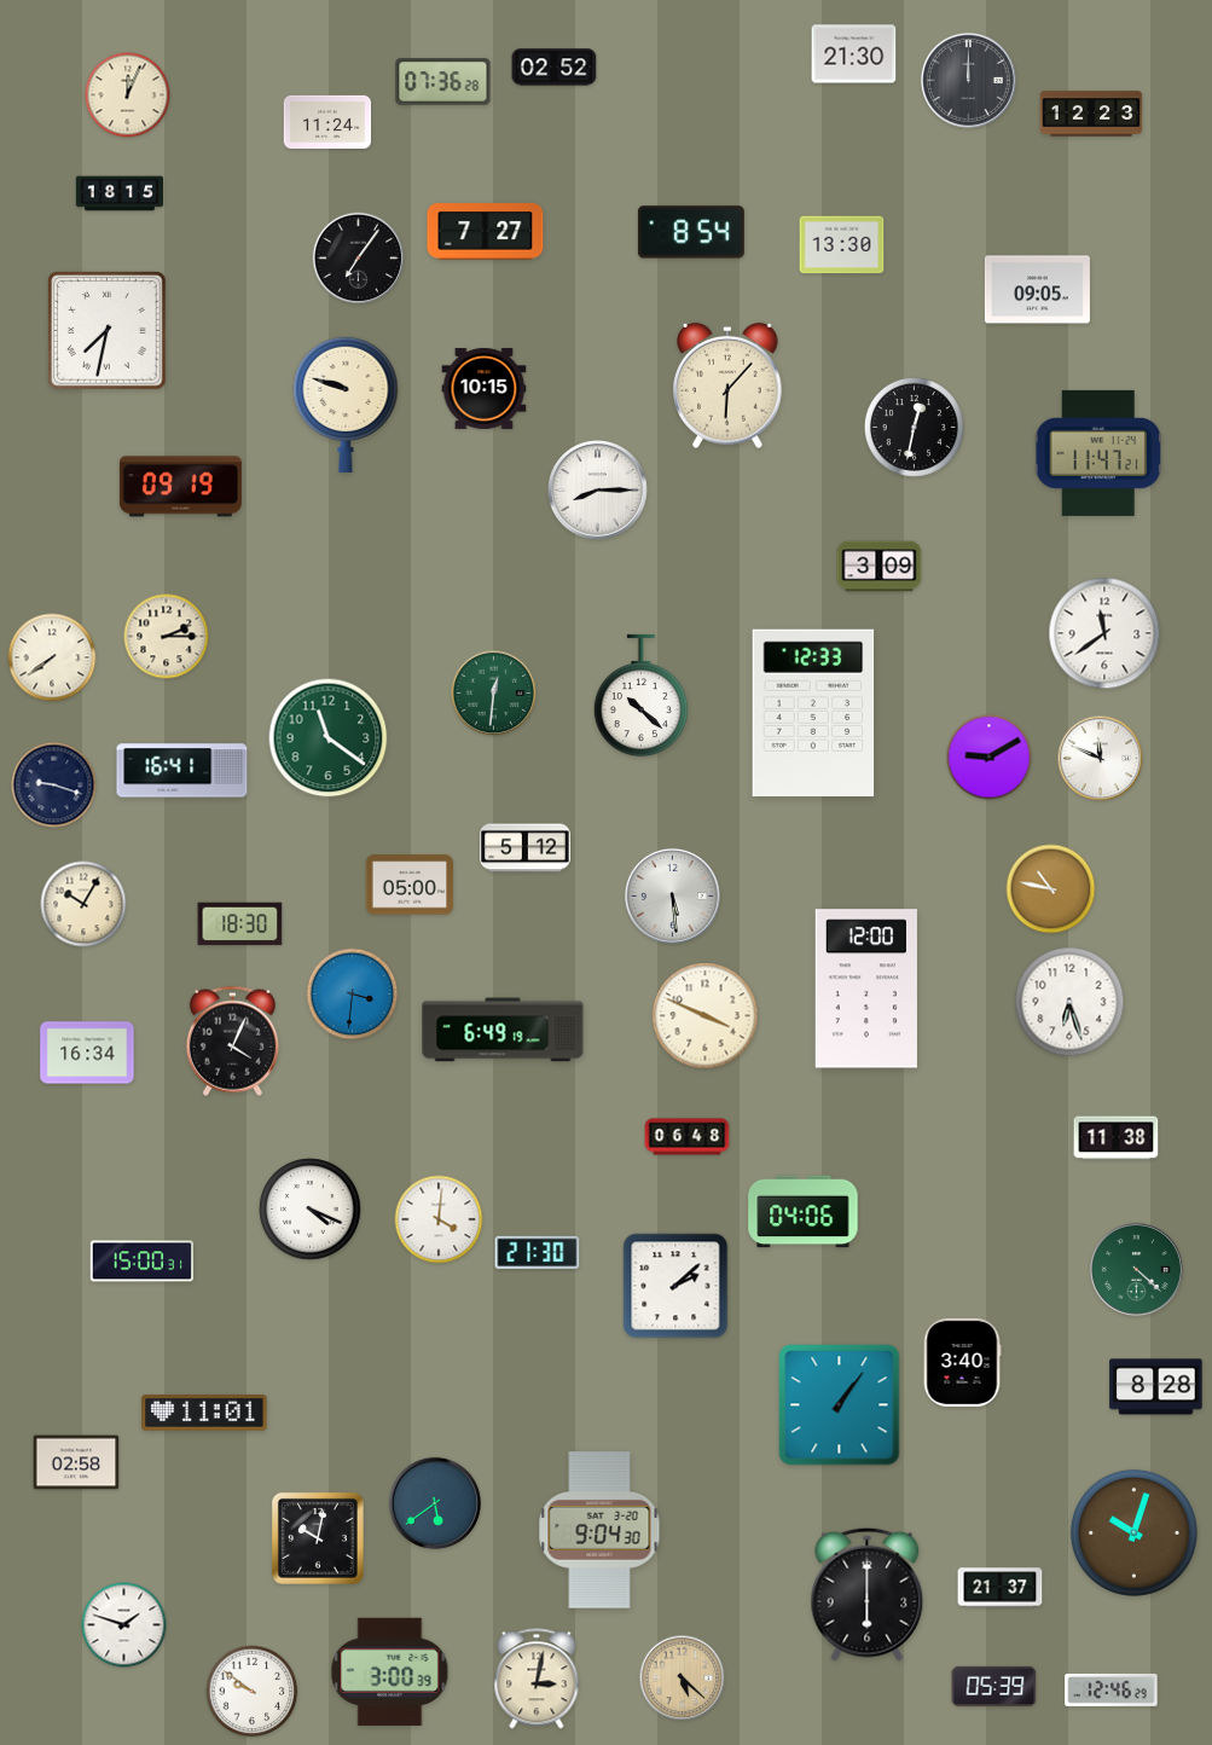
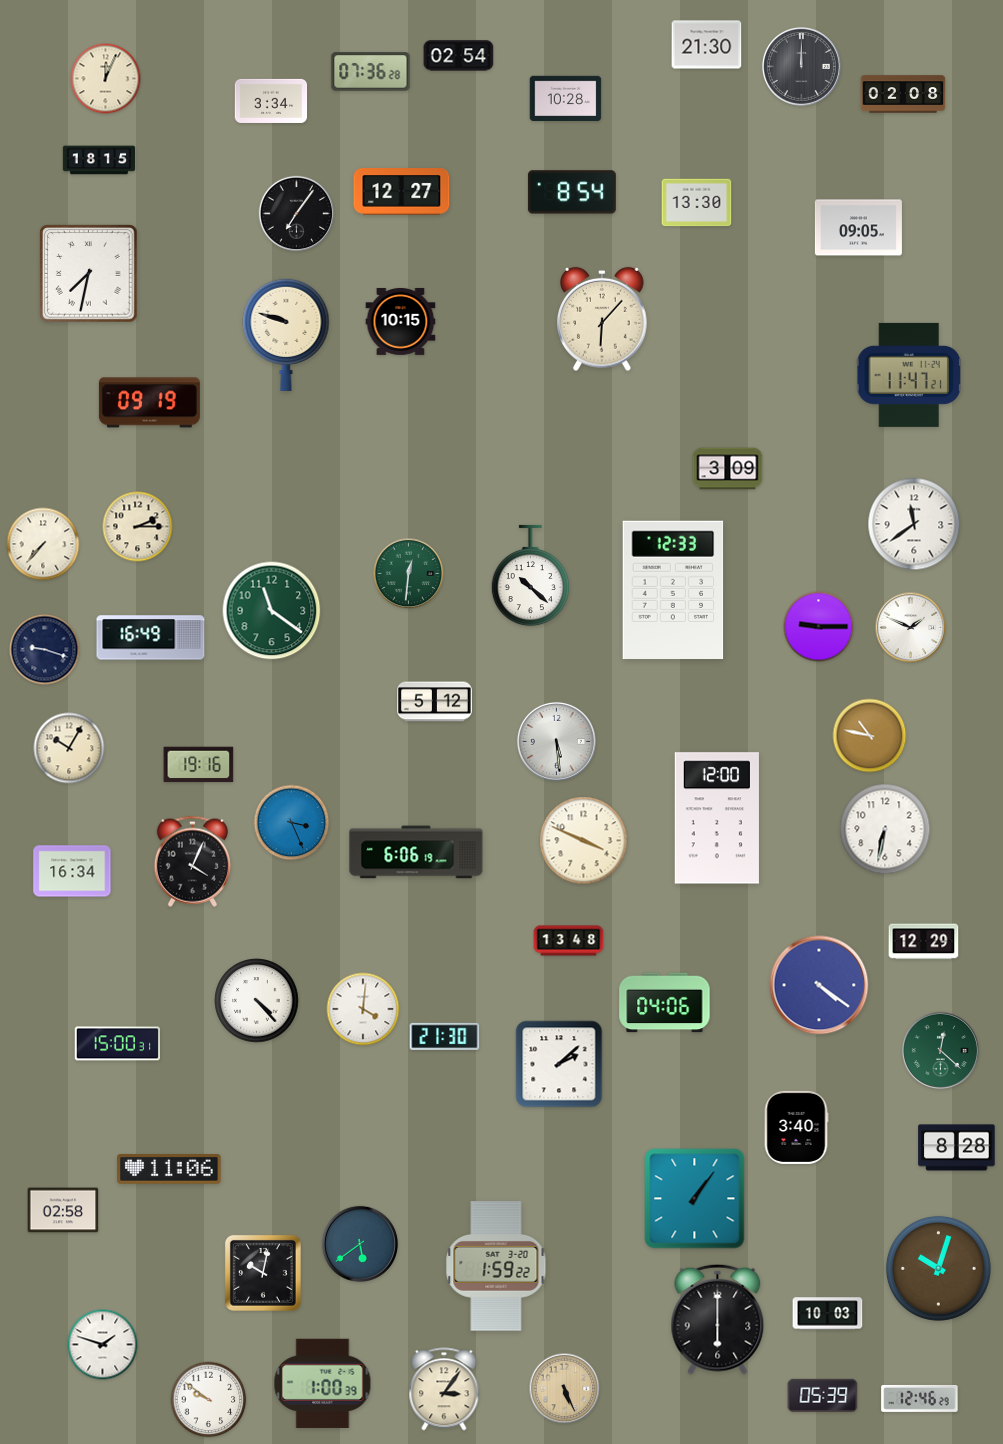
clock at (555, 68): 02:52 -> 02:54
clock at (443, 82) position: (443, 82) -> (371, 72)
clock at (1091, 114): 12:23 -> 02:08
clock at (566, 98): none -> 10:28
clock at (327, 122): 11:24 -> 3:34
clock at (486, 232): 7:27 -> 12:27
clock at (1037, 290) position: (1037, 290) -> (858, 228)
clock at (914, 427): 12:32 -> none
clock at (598, 491): 8:15 -> none
clock at (52, 657): 7:39 -> 7:37
clock at (990, 758): 9:10 -> 9:15
clock at (1101, 759): 11:49 -> 1:49
clock at (182, 771): 16:41 -> 16:49
clock at (410, 885): 05:00 -> none
clock at (240, 924): 18:30 -> 19:16
clock at (353, 995): 3:31 -> 3:26
clock at (1069, 1002): 6:27 -> 6:32
clock at (503, 1030): 6:49 -> 6:06
clock at (688, 1137): 06:48 -> 13:48
clock at (1117, 1138): 11:38 -> 12:29
clock at (819, 985): none -> 4:21
clock at (311, 1210): 4:19 -> 4:23
clock at (1136, 1269): 4:22 -> 12:22
clock at (840, 1405) position: (840, 1405) -> (695, 1199)
clock at (204, 1414): 11:01 -> 11:06
clock at (599, 1530): 9:04 -> 1:59
clock at (1001, 1588): 21:37 -> 10:03
clock at (390, 1671): 3:00 -> 1:00
clock at (537, 1679): 3:02 -> 3:06
clock at (683, 1679): 5:22 -> 5:26
